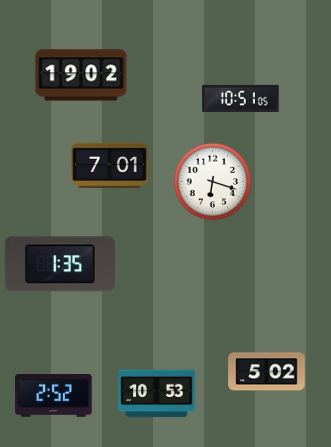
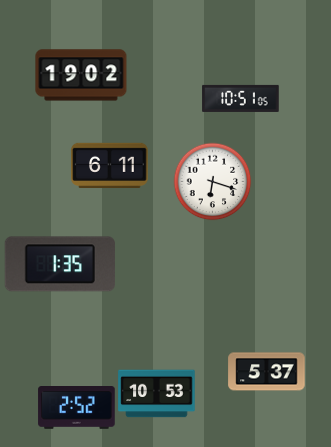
clock at (110, 165): 7:01 -> 6:11
clock at (267, 372): 5:02 -> 5:37
clock at (54, 396) position: (54, 396) -> (77, 408)
